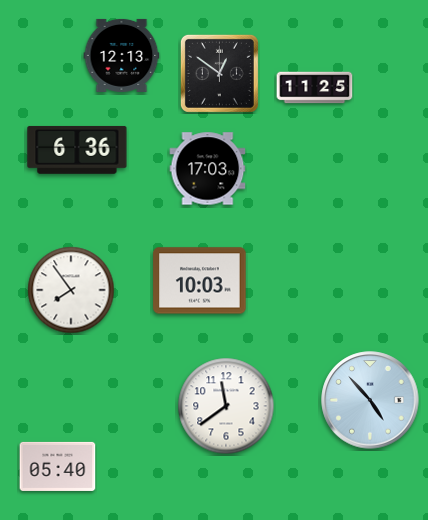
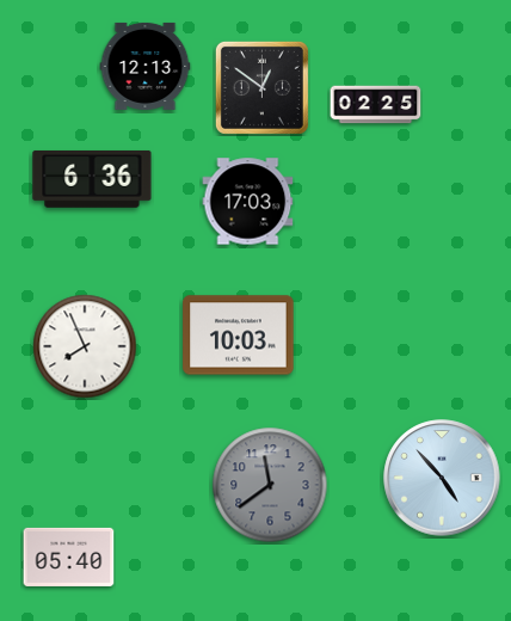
clock at (315, 88): 11:25 -> 02:25
clock at (71, 290): 7:54 -> 7:56
clock at (226, 406) dial: white -> grey
